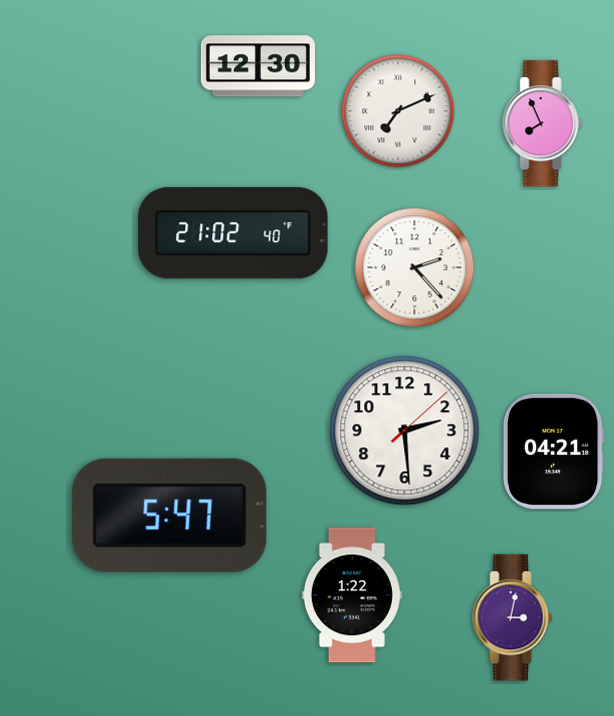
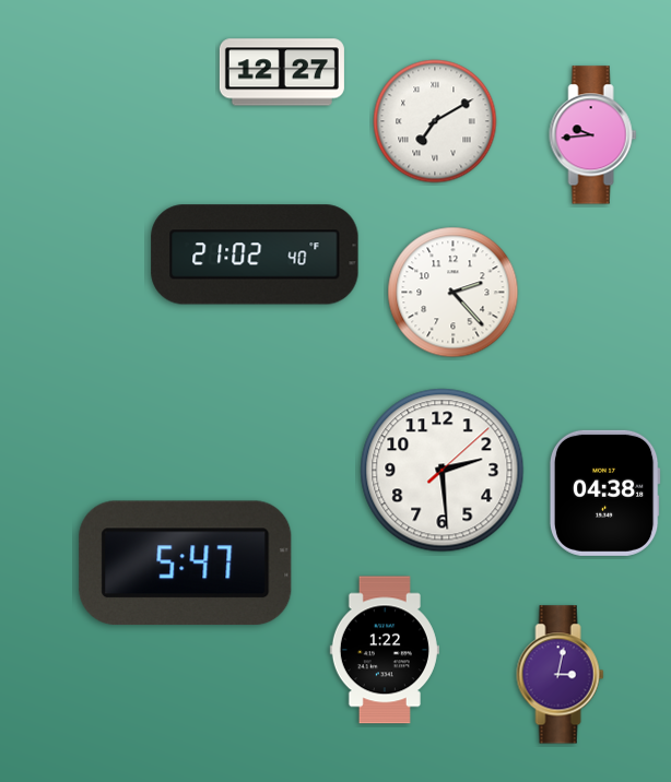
clock at (258, 66): 12:30 -> 12:27
clock at (398, 111): 7:11 -> 7:10
clock at (543, 124): 7:56 -> 9:44
clock at (553, 451): 04:21 -> 04:38
